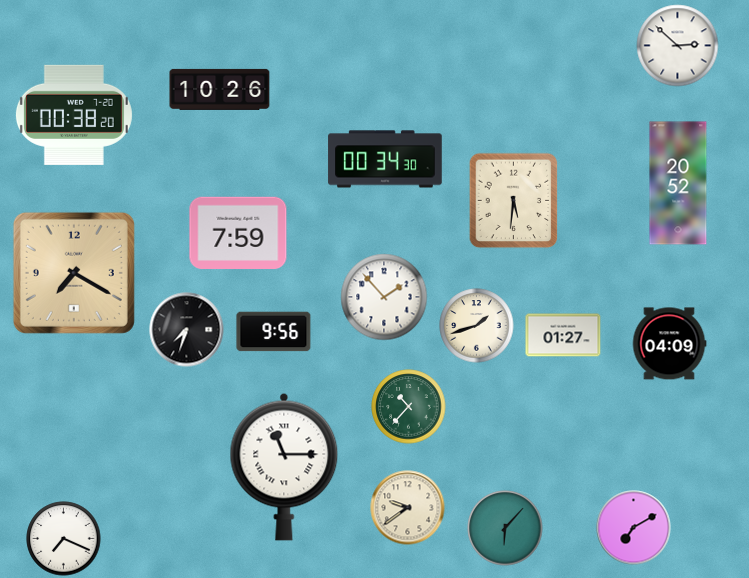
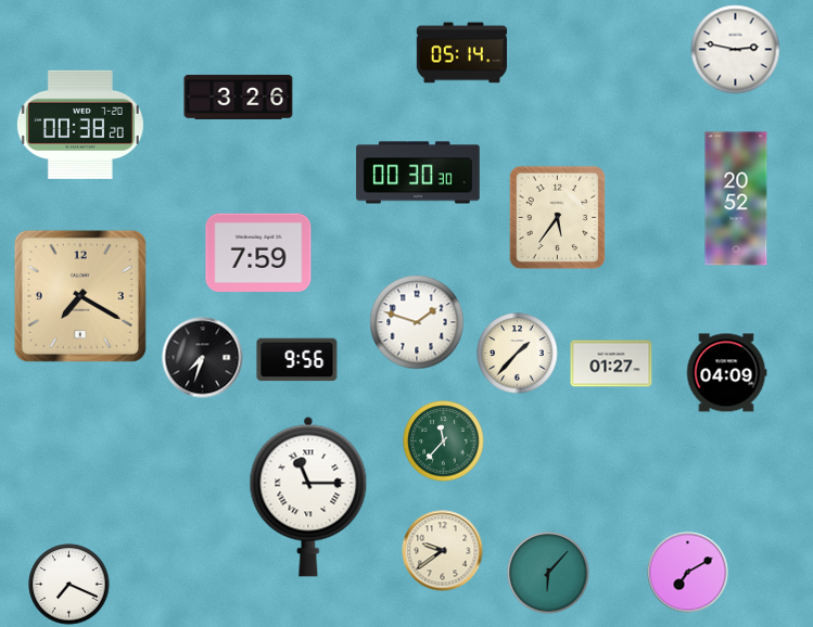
clock at (678, 46): 2:52 -> 2:47
clock at (462, 53): none -> 05:14
clock at (220, 89): 10:26 -> 3:26
clock at (385, 159): 00:34 -> 00:30
clock at (514, 201): 5:31 -> 5:36
clock at (384, 297): 1:53 -> 1:48
clock at (477, 326): 1:42 -> 1:37
clock at (409, 407): 10:37 -> 11:37
clock at (284, 467) position: (284, 467) -> (308, 497)
